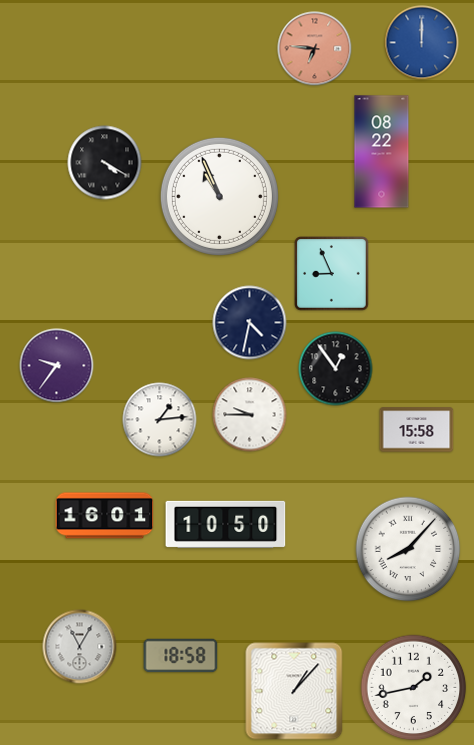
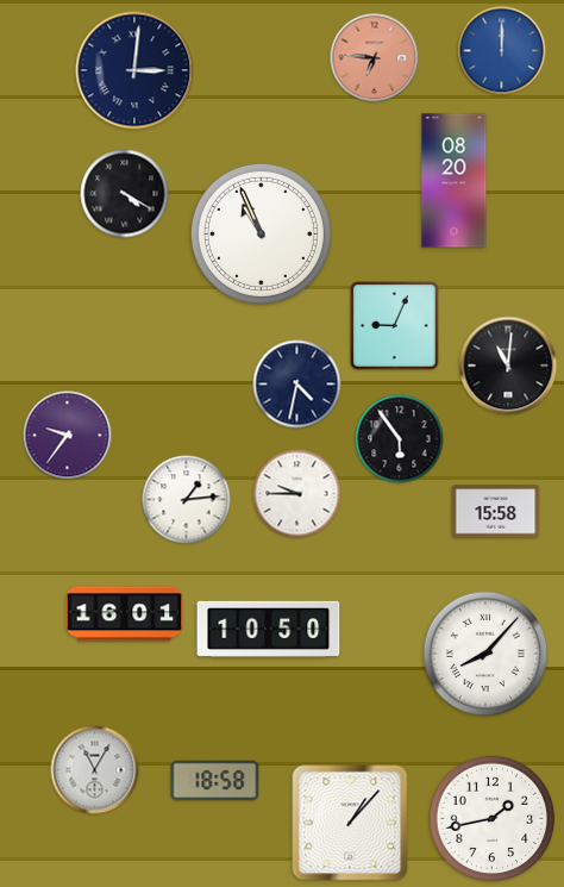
clock at (134, 70): none -> 3:01
clock at (382, 152): 08:22 -> 08:20
clock at (332, 274): 8:56 -> 9:04
clock at (508, 366): none -> 11:01
clock at (336, 369): 12:54 -> 5:54
clock at (160, 420) position: (160, 420) -> (187, 500)
clock at (226, 524) position: (226, 524) -> (269, 629)
